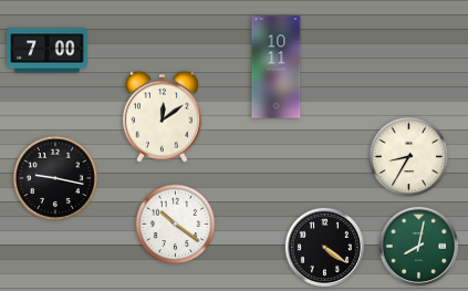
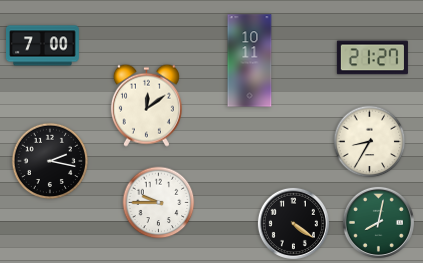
clock at (372, 58): none -> 21:27
clock at (55, 178): 9:17 -> 2:17
clock at (176, 225): 10:21 -> 9:45
